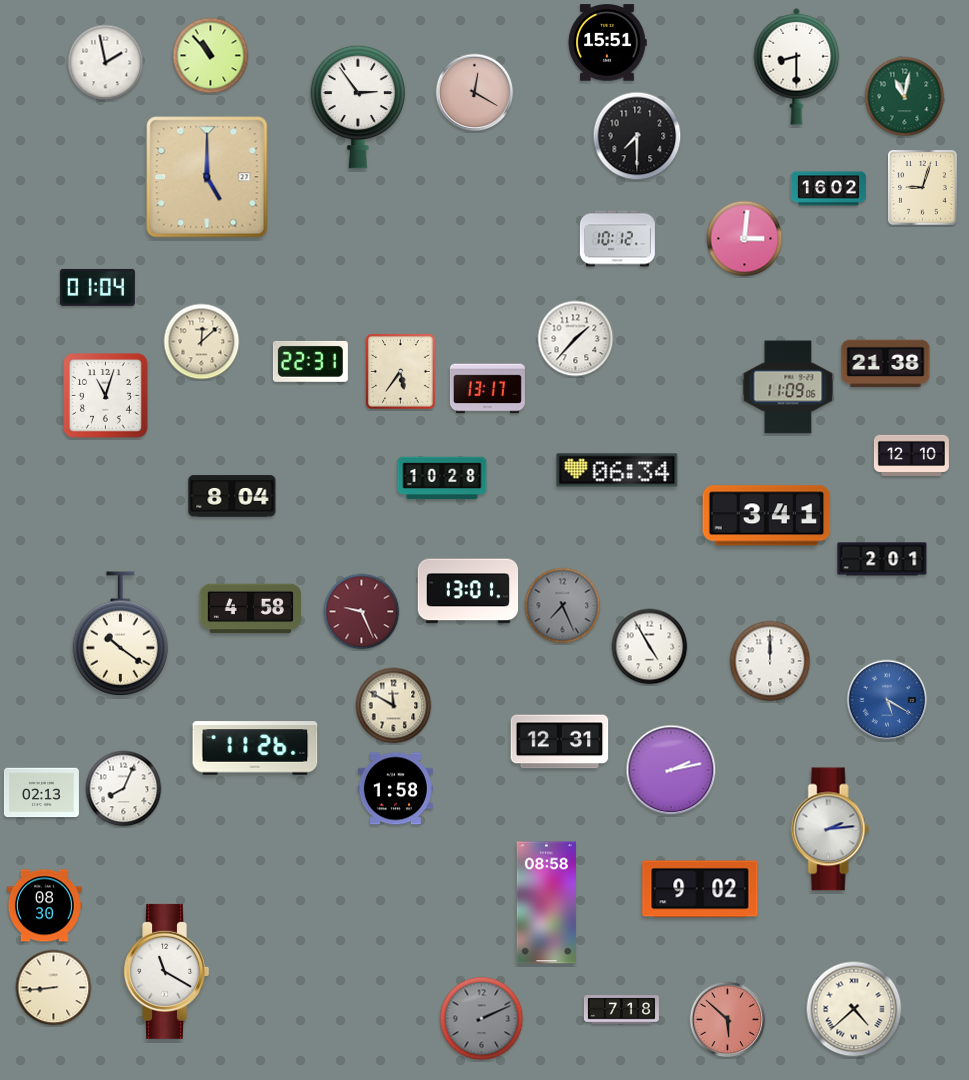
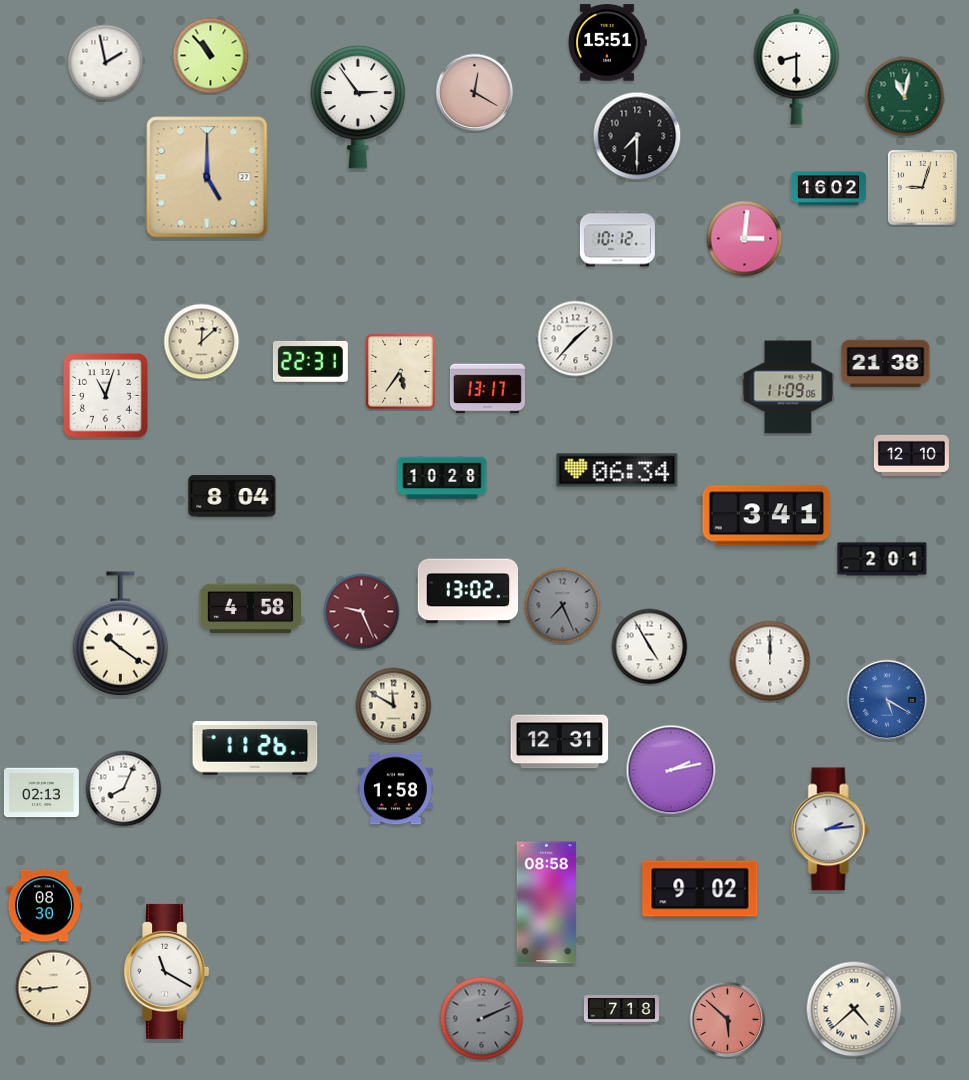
clock at (97, 287): 01:04 -> none
clock at (468, 591): 13:01 -> 13:02
